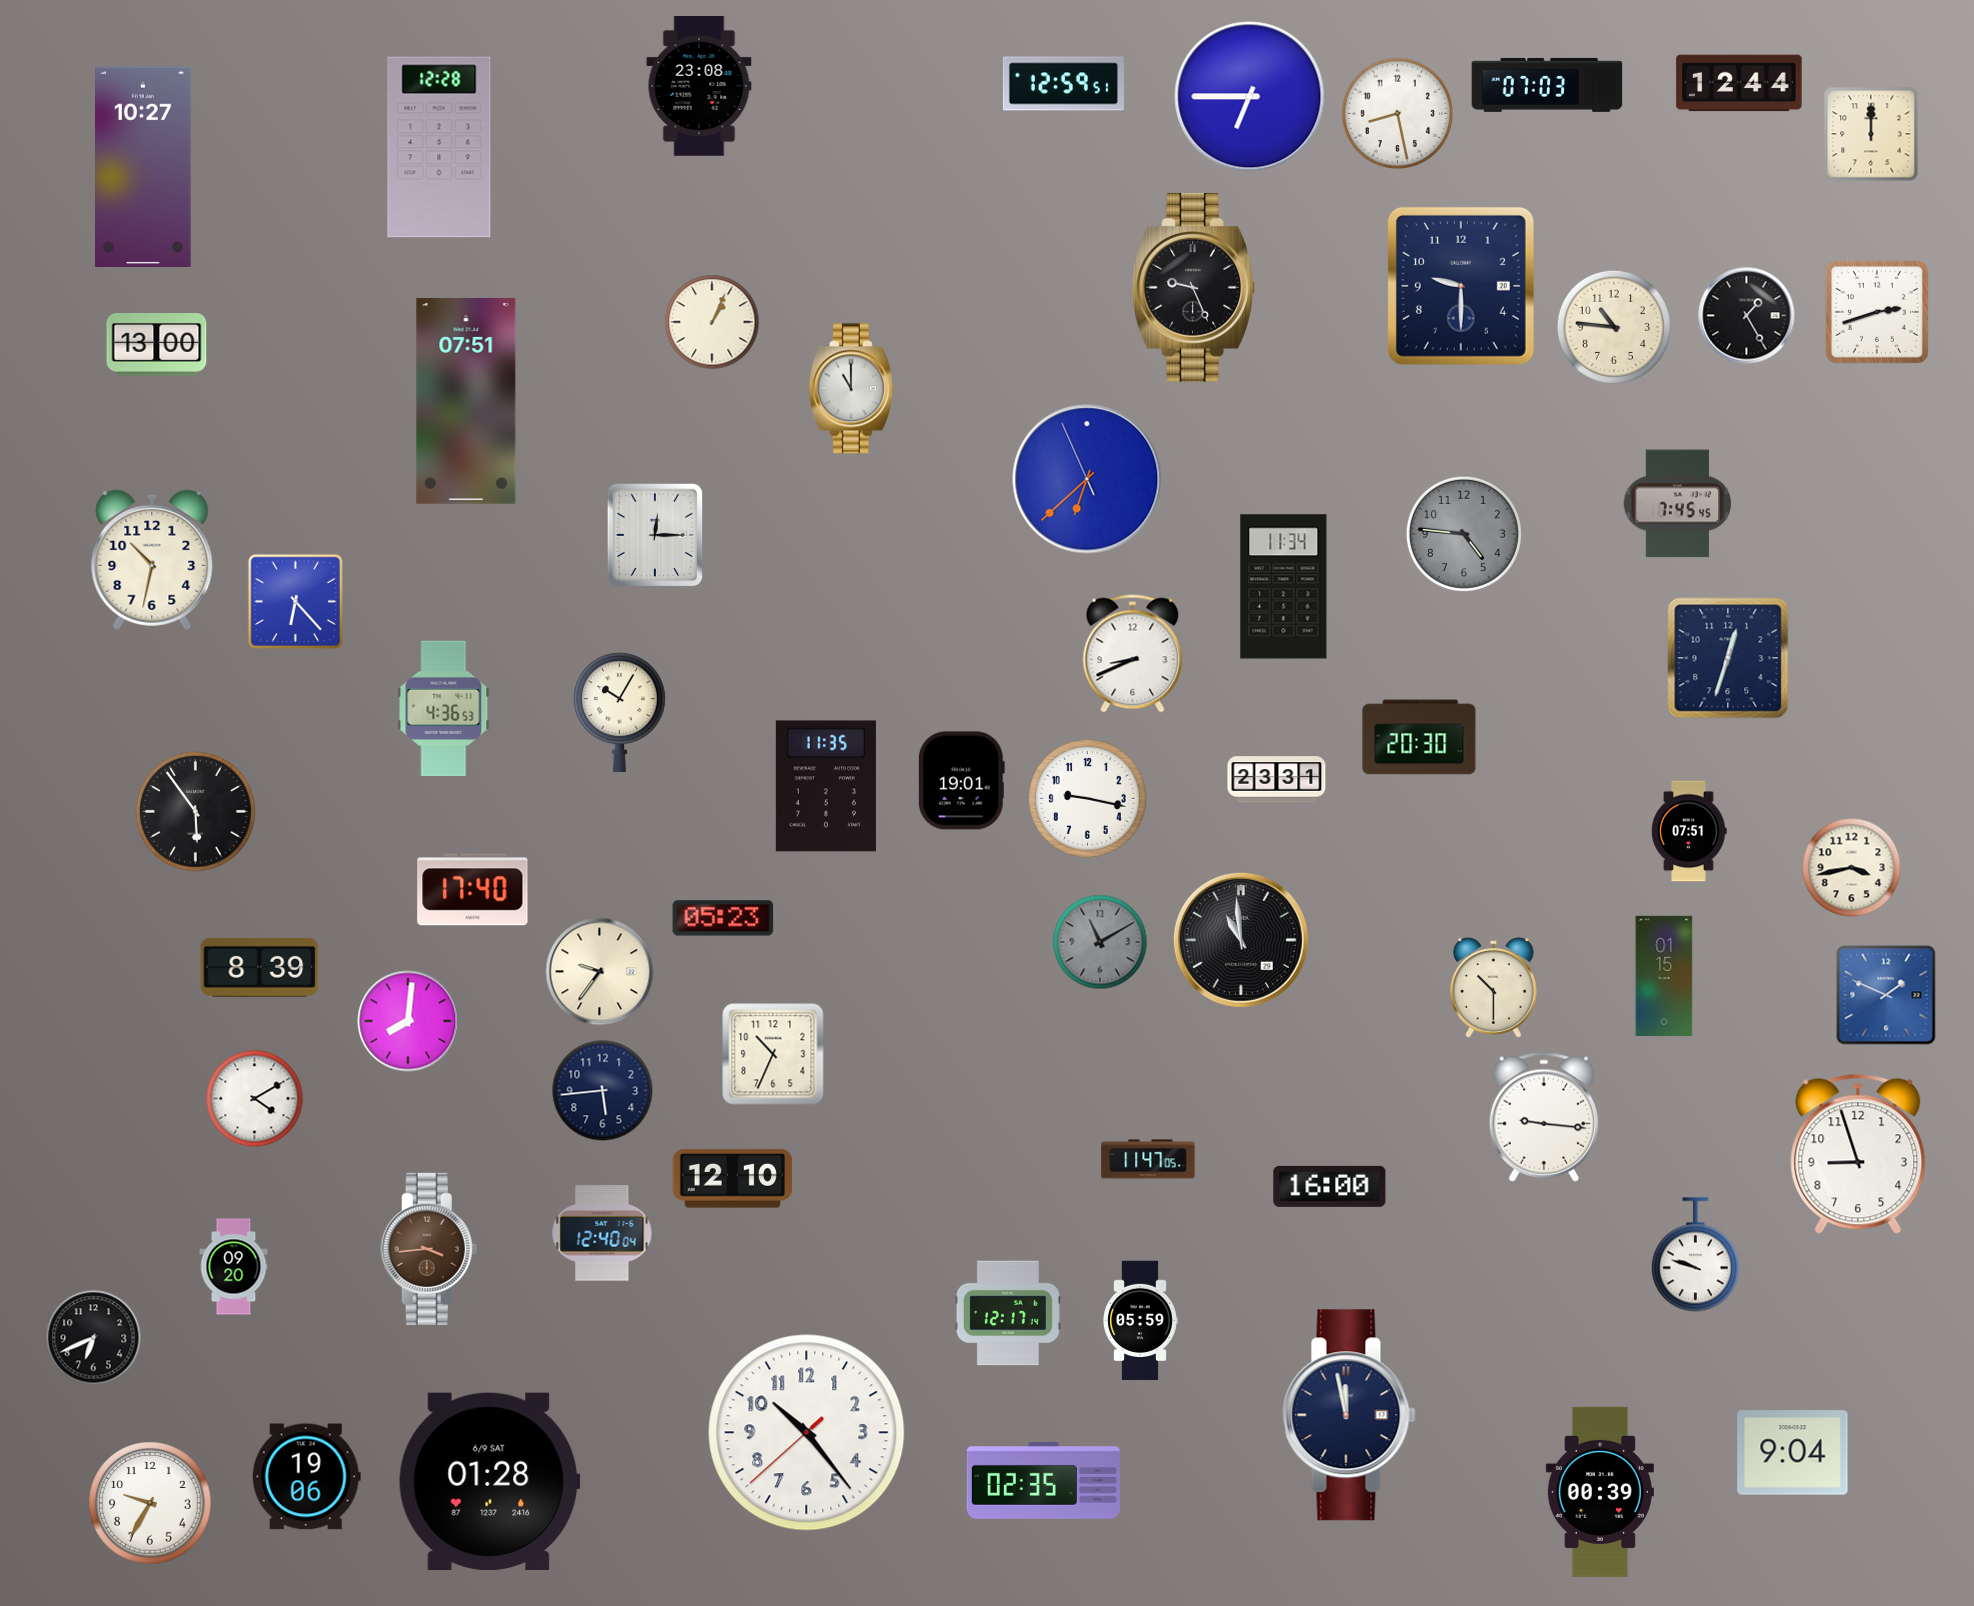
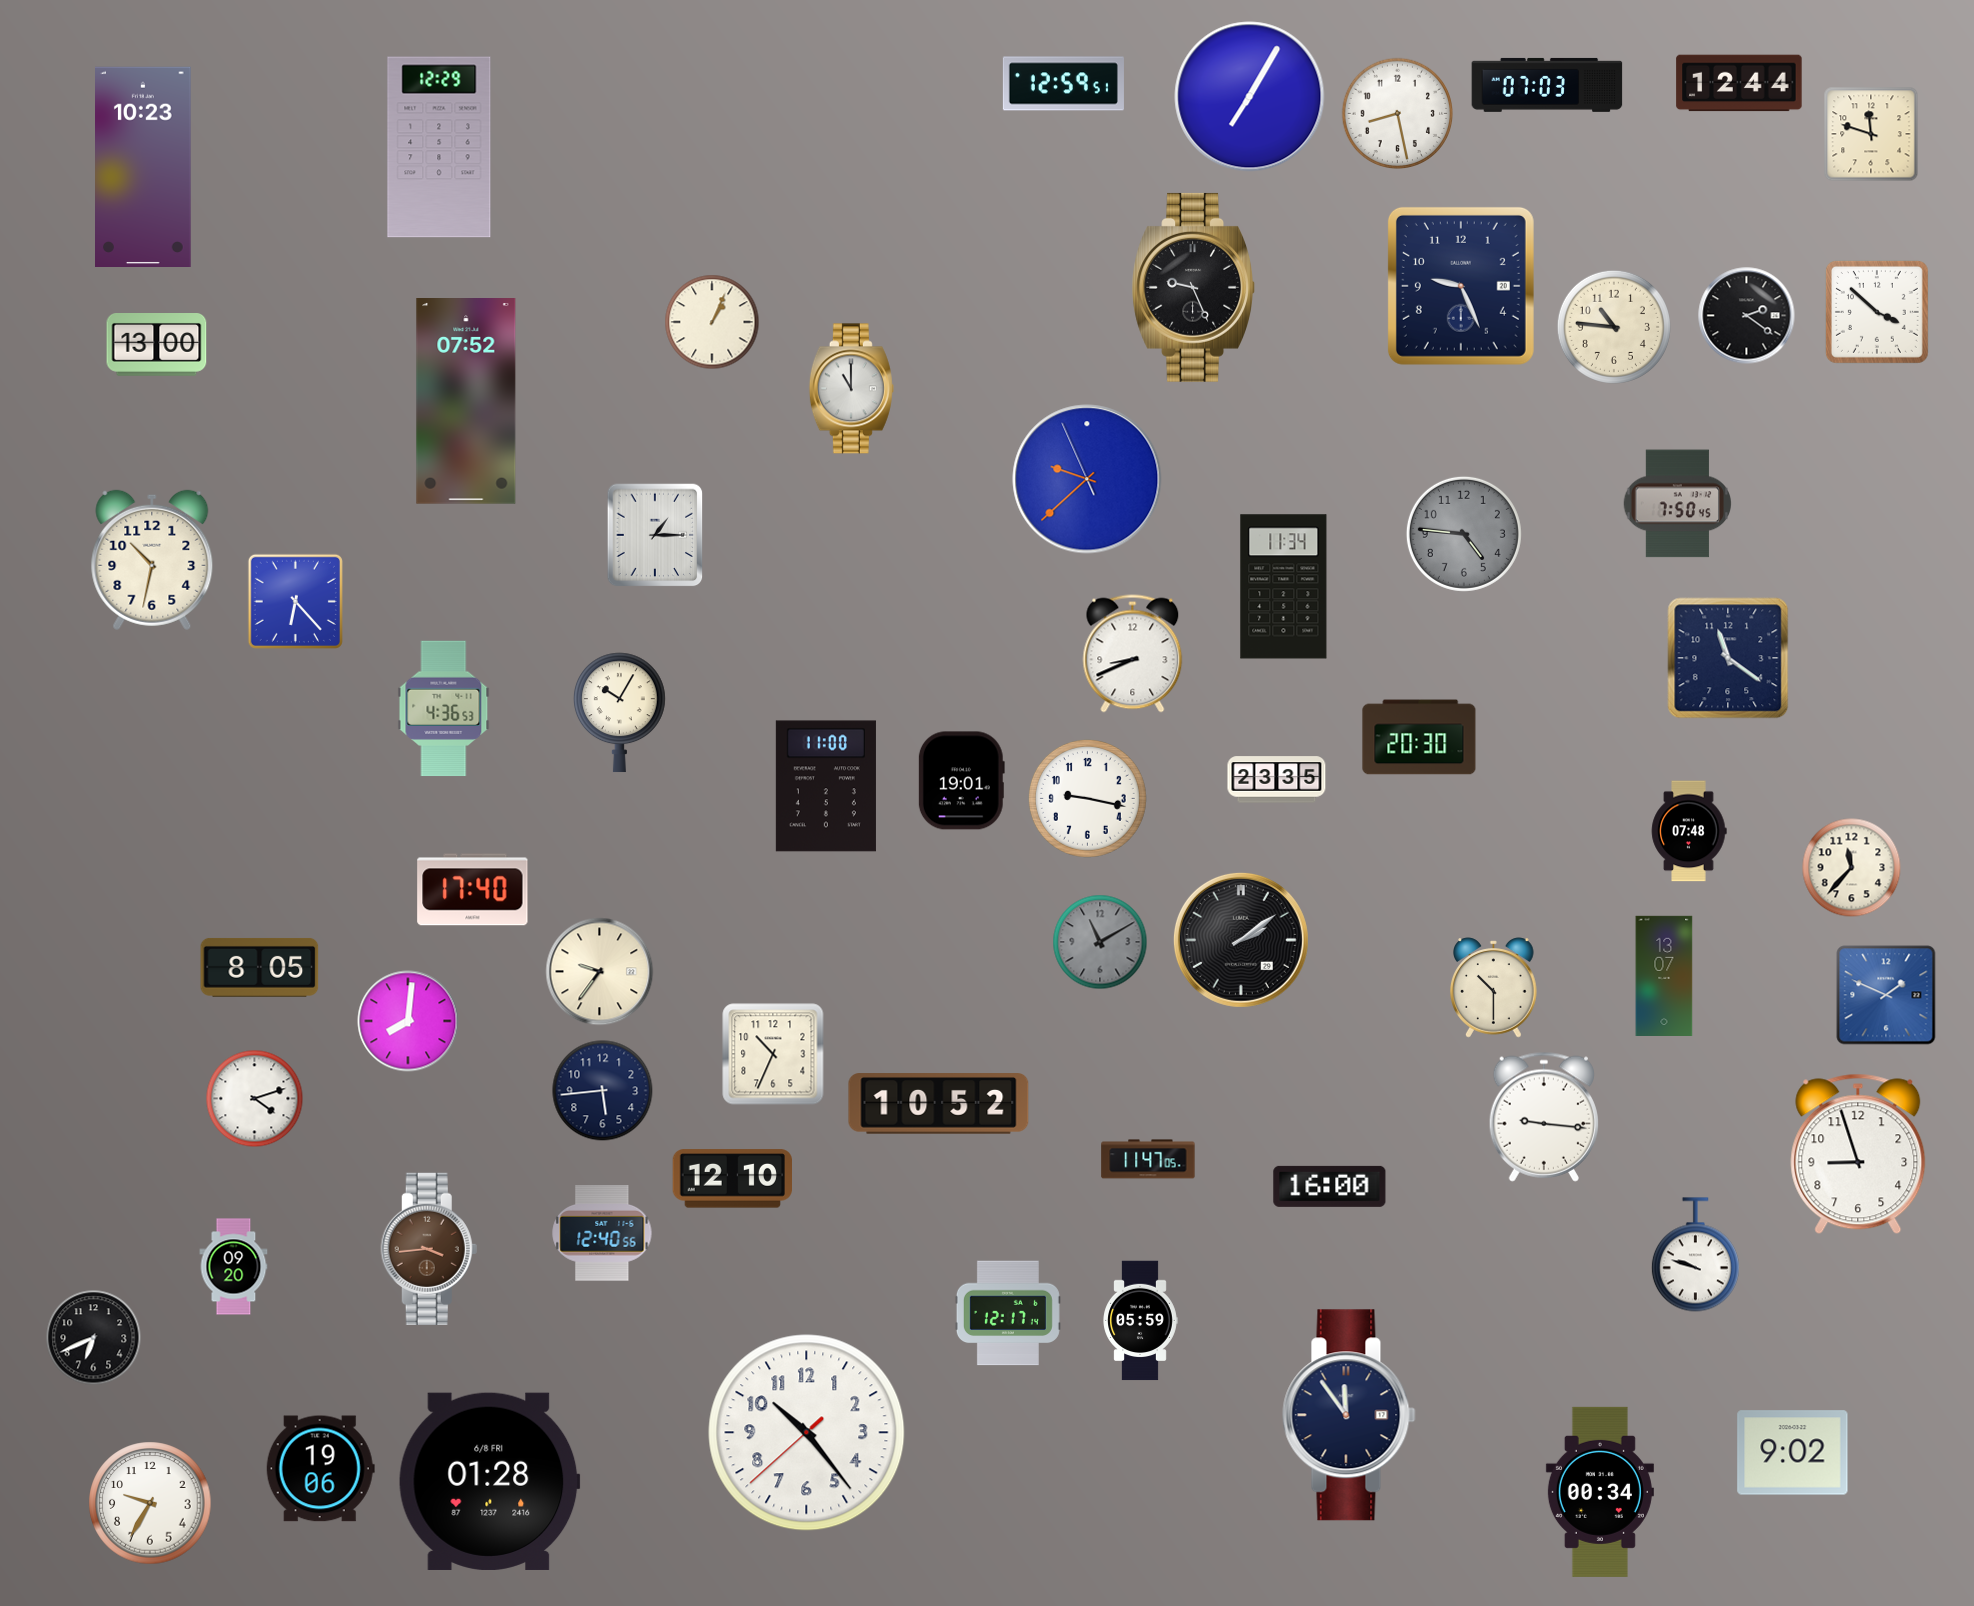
clock at (699, 86): 23:08 -> none
clock at (1250, 97): 6:45 -> 7:05
clock at (1871, 134): 12:00 -> 11:48
clock at (439, 147): 12:28 -> 12:29
clock at (144, 166): 10:27 -> 10:23
clock at (1461, 286): 9:30 -> 9:26
clock at (1877, 312): 2:42 -> 3:52
clock at (1747, 316): 1:25 -> 2:21
clock at (466, 402): 07:51 -> 07:52
clock at (1087, 479): 6:37 -> 9:37
clock at (1677, 504): 7:45 -> 7:50
clock at (655, 535): 12:15 -> 1:15
clock at (1728, 658): 12:33 -> 11:21
clock at (1277, 780): 23:31 -> 23:35
clock at (826, 786): 11:35 -> 11:00
clock at (196, 812): 5:54 -> none
clock at (1689, 831): 07:51 -> 07:48
clock at (1852, 868): 3:43 -> 11:37
clock at (723, 918): 05:23 -> none
clock at (1241, 940): 10:59 -> 2:09
clock at (260, 968): 8:39 -> 8:05
clock at (1664, 975): 01:15 -> 13:07
clock at (255, 1099): 4:10 -> 4:12
clock at (939, 1104): none -> 10:52
clock at (602, 1234): 12:40:04 -> 12:40:56
clock at (1349, 1415): 11:58 -> 11:54
clock at (1793, 1453): 9:04 -> 9:02
clock at (306, 1477) position: (306, 1477) -> (320, 1469)
clock at (489, 1481) date: 6/9 SAT -> 6/8 FRI
clock at (1043, 1481): 02:35 -> none
clock at (1600, 1492): 00:39 -> 00:34
